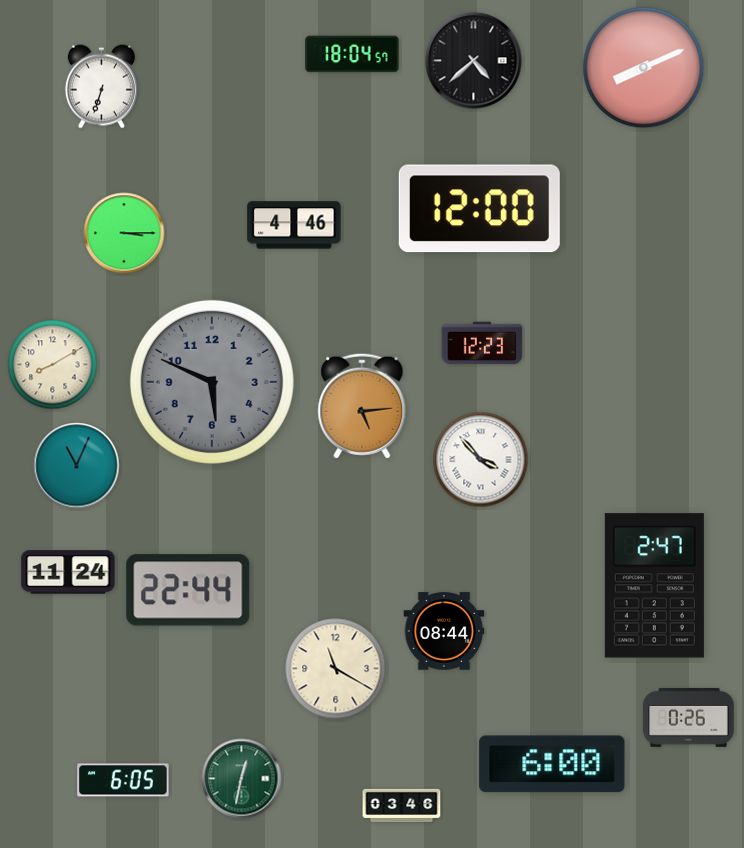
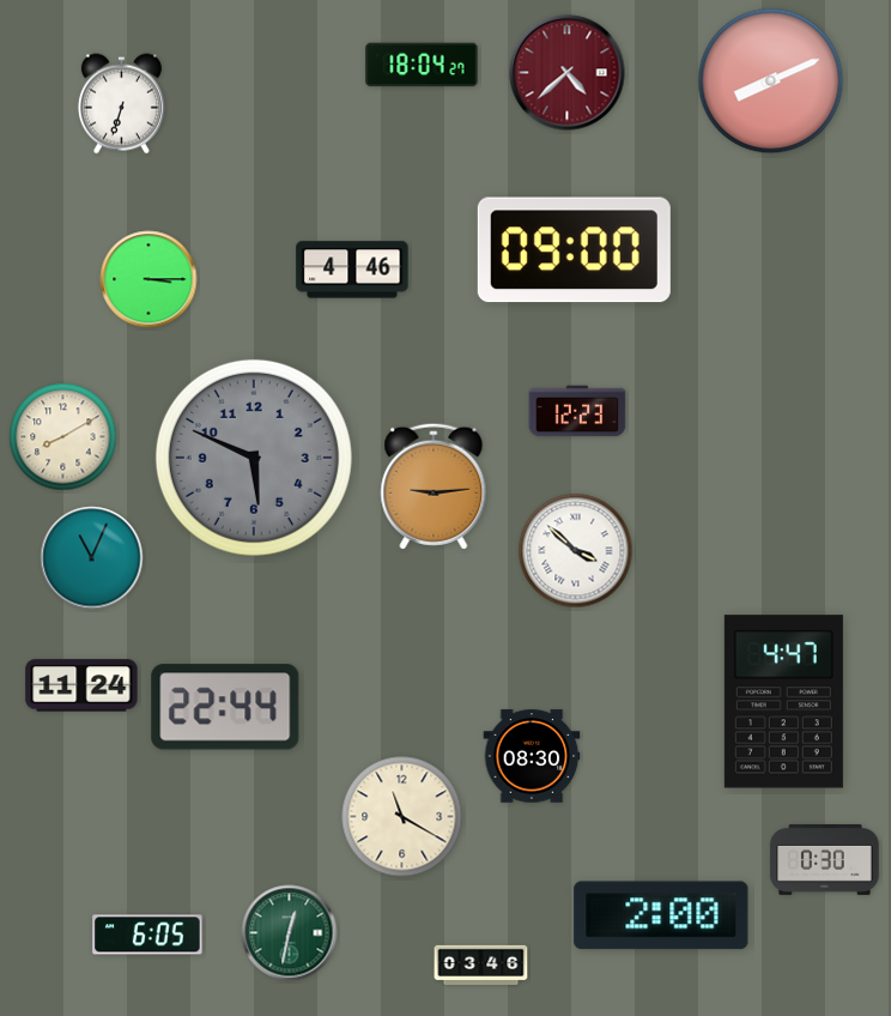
clock at (352, 54): 18:04:57 -> 18:04:27
clock at (474, 61) dial: black -> burgundy
clock at (479, 209): 12:00 -> 09:00
clock at (362, 406): 5:14 -> 9:14
clock at (481, 460): 3:53 -> 3:52
clock at (654, 586): 2:47 -> 4:47
clock at (444, 631): 08:44 -> 08:30
clock at (336, 669) position: (336, 669) -> (402, 817)
clock at (689, 717): 0:26 -> 0:30
clock at (552, 764): 6:00 -> 2:00
